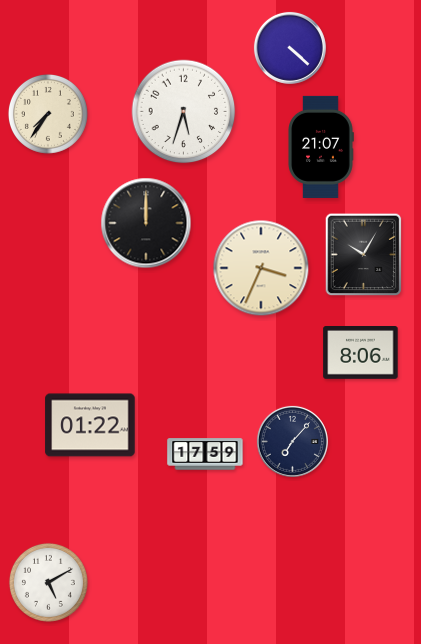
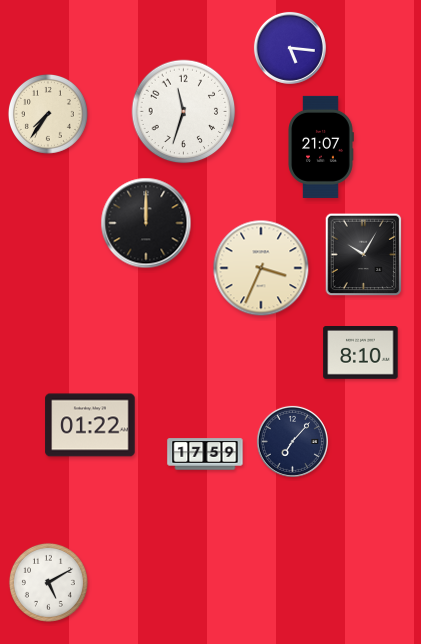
clock at (290, 48): 4:22 -> 5:16
clock at (184, 112): 5:33 -> 11:33
clock at (361, 353): 8:06 -> 8:10
